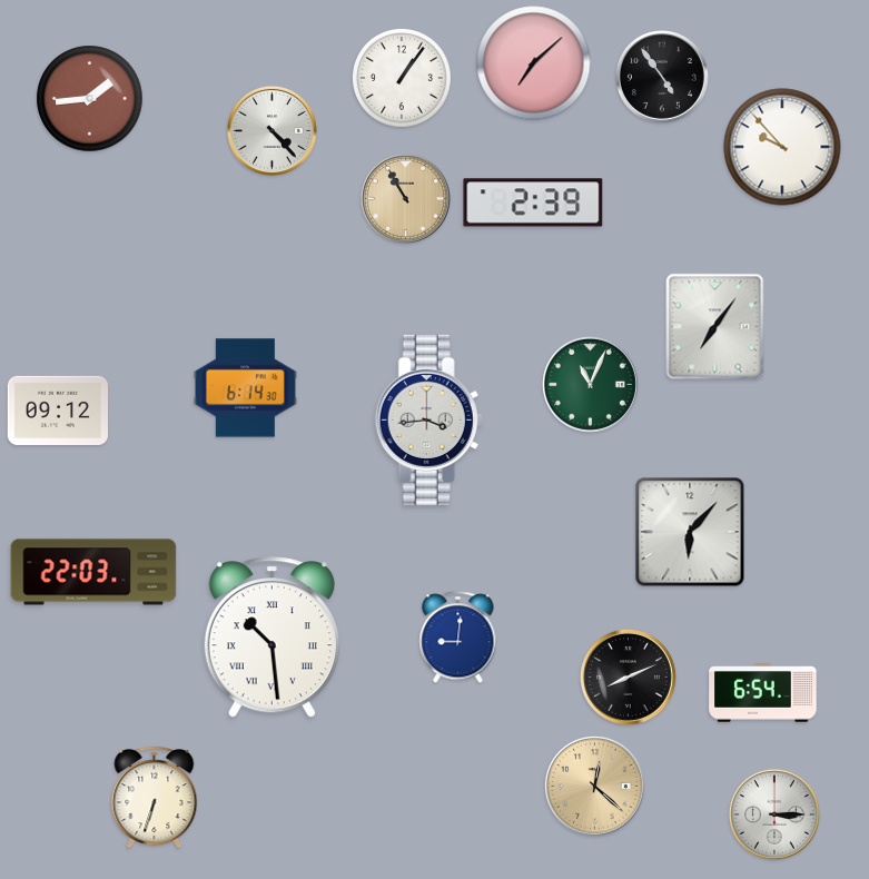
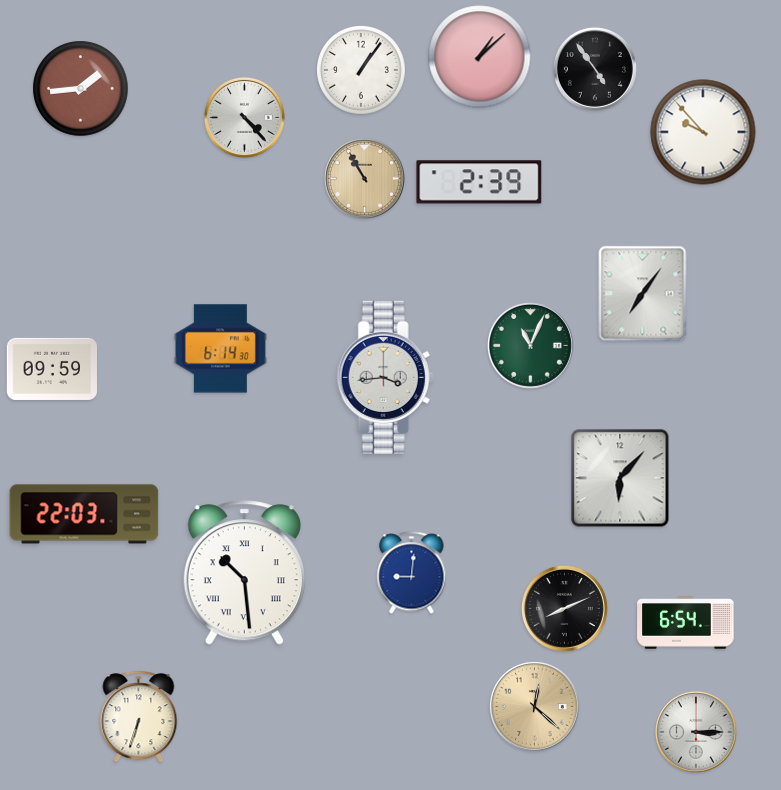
clock at (534, 63): 7:08 -> 1:08
clock at (57, 411): 09:12 -> 09:59
